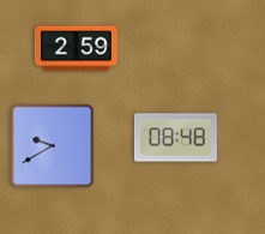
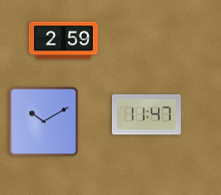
clock at (175, 138): 08:48 -> 11:47
clock at (53, 146): 9:40 -> 10:10
